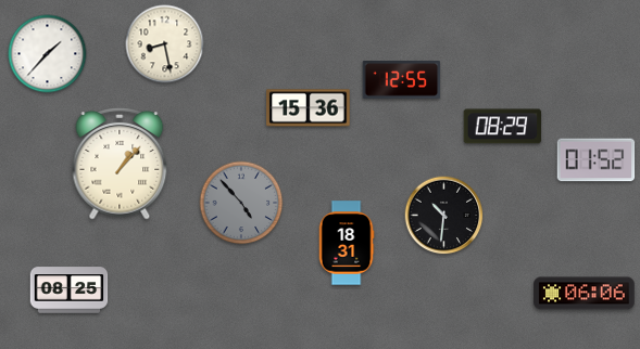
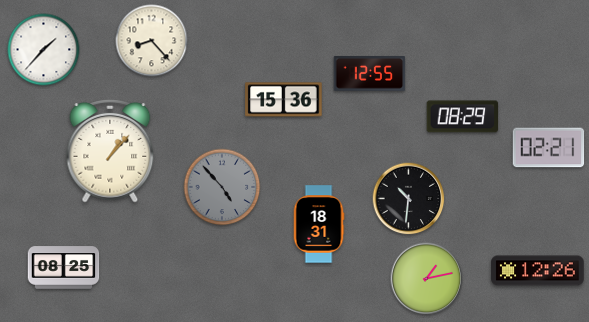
clock at (165, 44): 8:28 -> 8:23
clock at (597, 160): 01:52 -> 02:21
clock at (585, 294): 06:06 -> 12:26
clock at (427, 279): none -> 1:13
